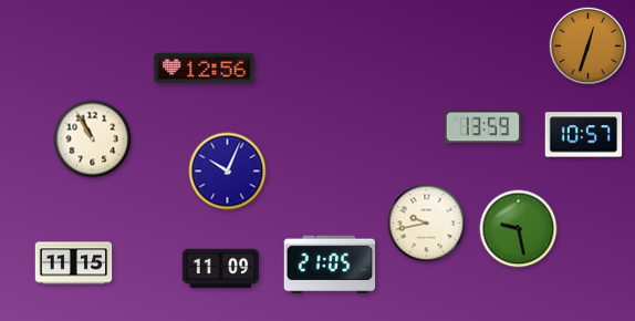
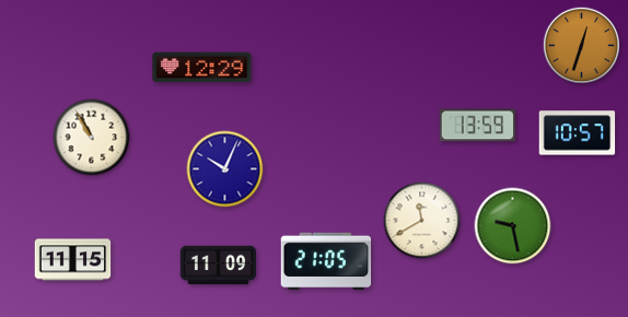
clock at (205, 69): 12:56 -> 12:29
clock at (427, 224): 9:43 -> 11:40
